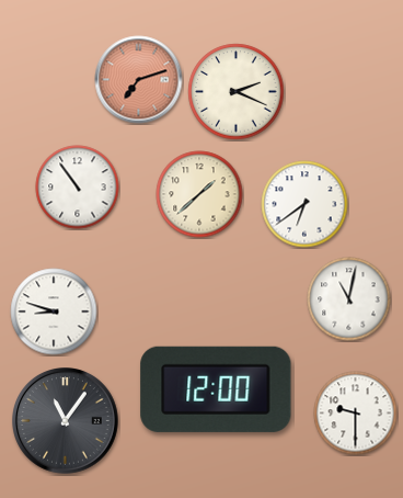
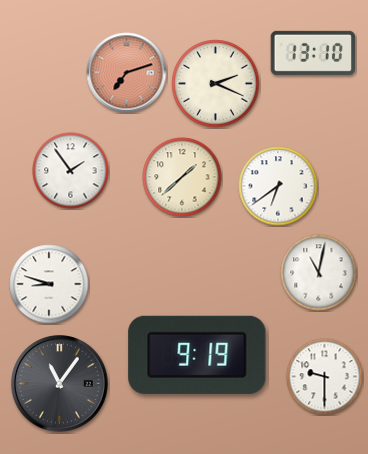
clock at (312, 53): none -> 13:10
clock at (78, 188): 10:54 -> 1:54
clock at (216, 389): 12:00 -> 9:19
